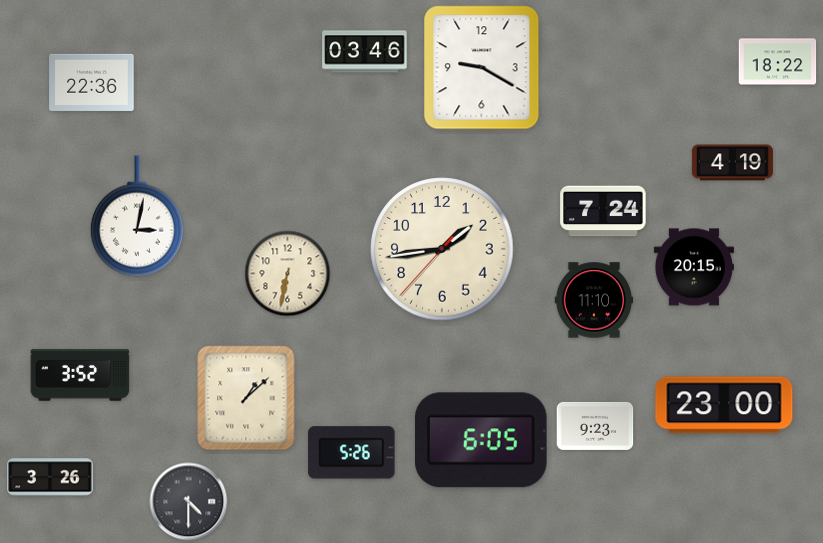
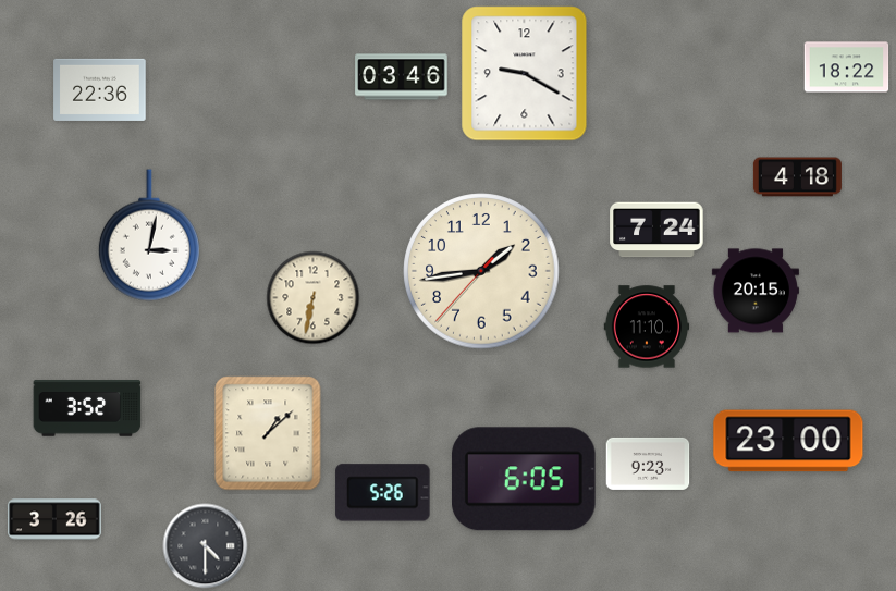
clock at (365, 52) position: (365, 52) -> (402, 77)
clock at (732, 163): 4:19 -> 4:18
